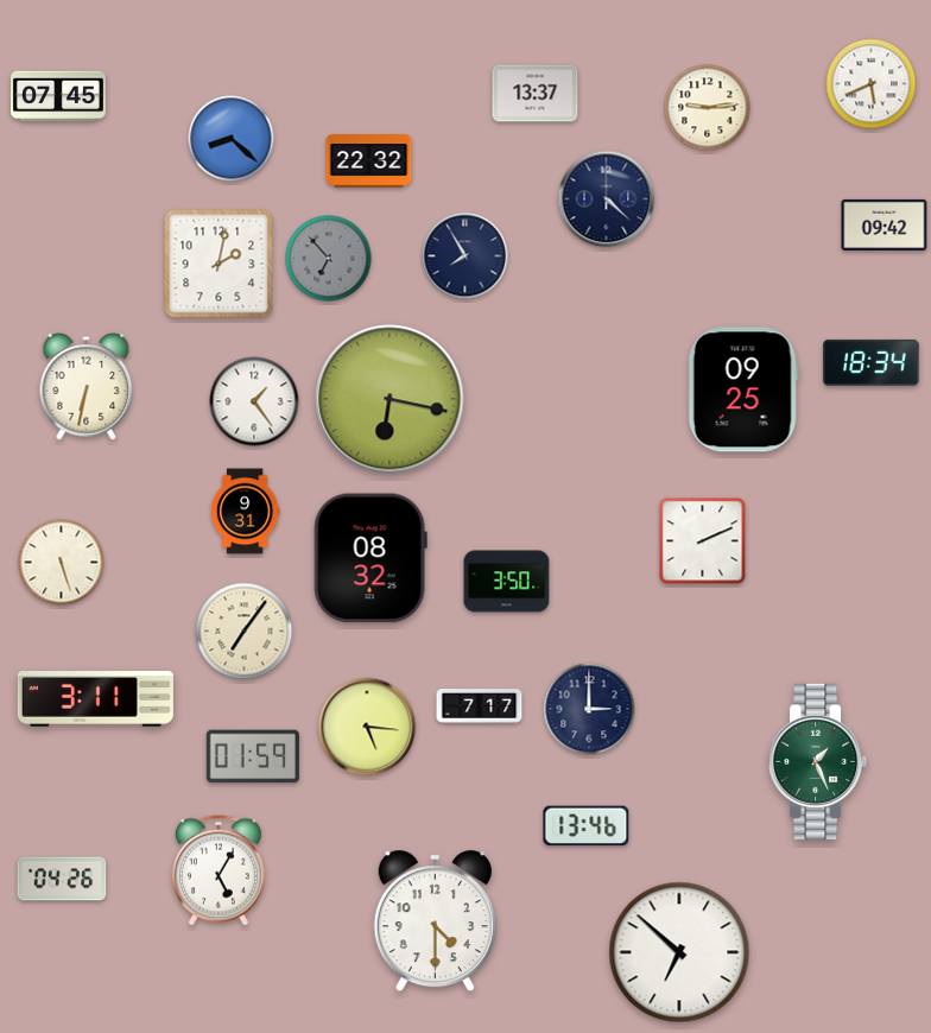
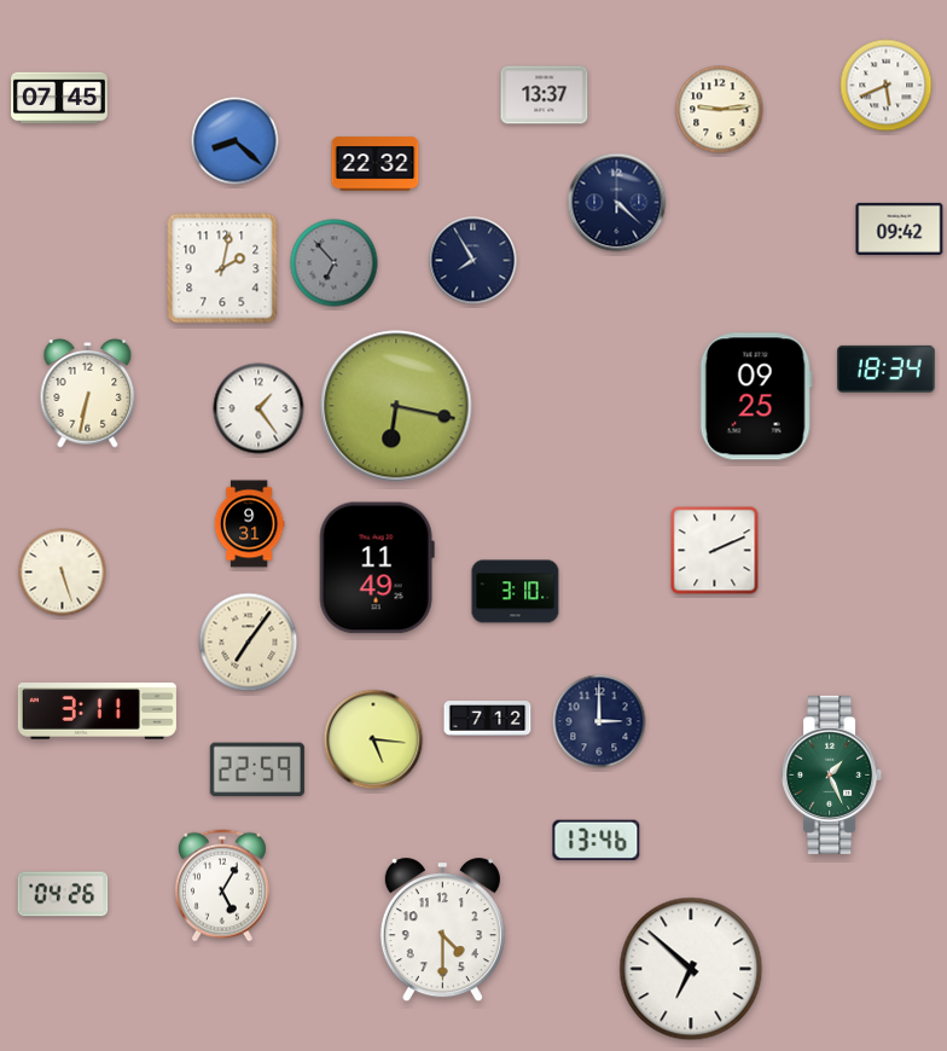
clock at (245, 512) position: (245, 512) -> (249, 524)
clock at (370, 558): 08:32 -> 11:49
clock at (507, 582): 3:50 -> 3:10
clock at (480, 706): 7:17 -> 7:12
clock at (253, 756): 01:59 -> 22:59
clock at (435, 921) position: (435, 921) -> (442, 930)
